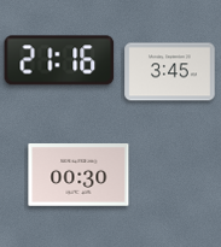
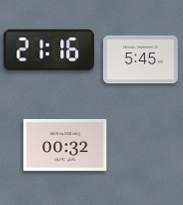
clock at (170, 72): 3:45 -> 5:45
clock at (78, 176): 00:30 -> 00:32
